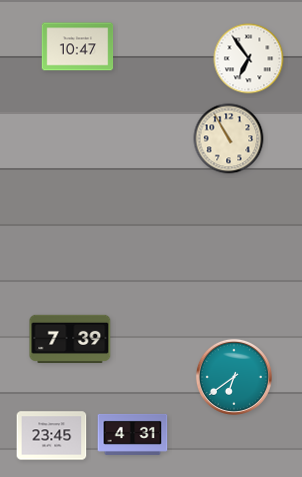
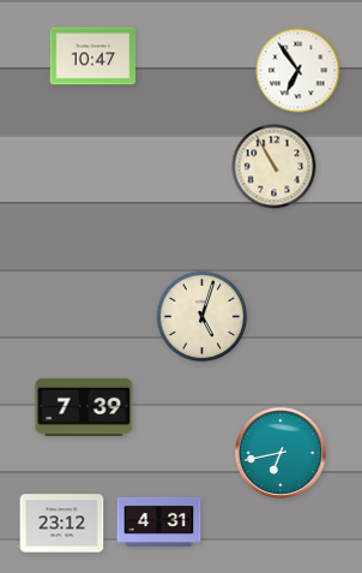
clock at (203, 317): none -> 5:03
clock at (234, 377): 6:39 -> 6:43
clock at (52, 436): 23:45 -> 23:12
